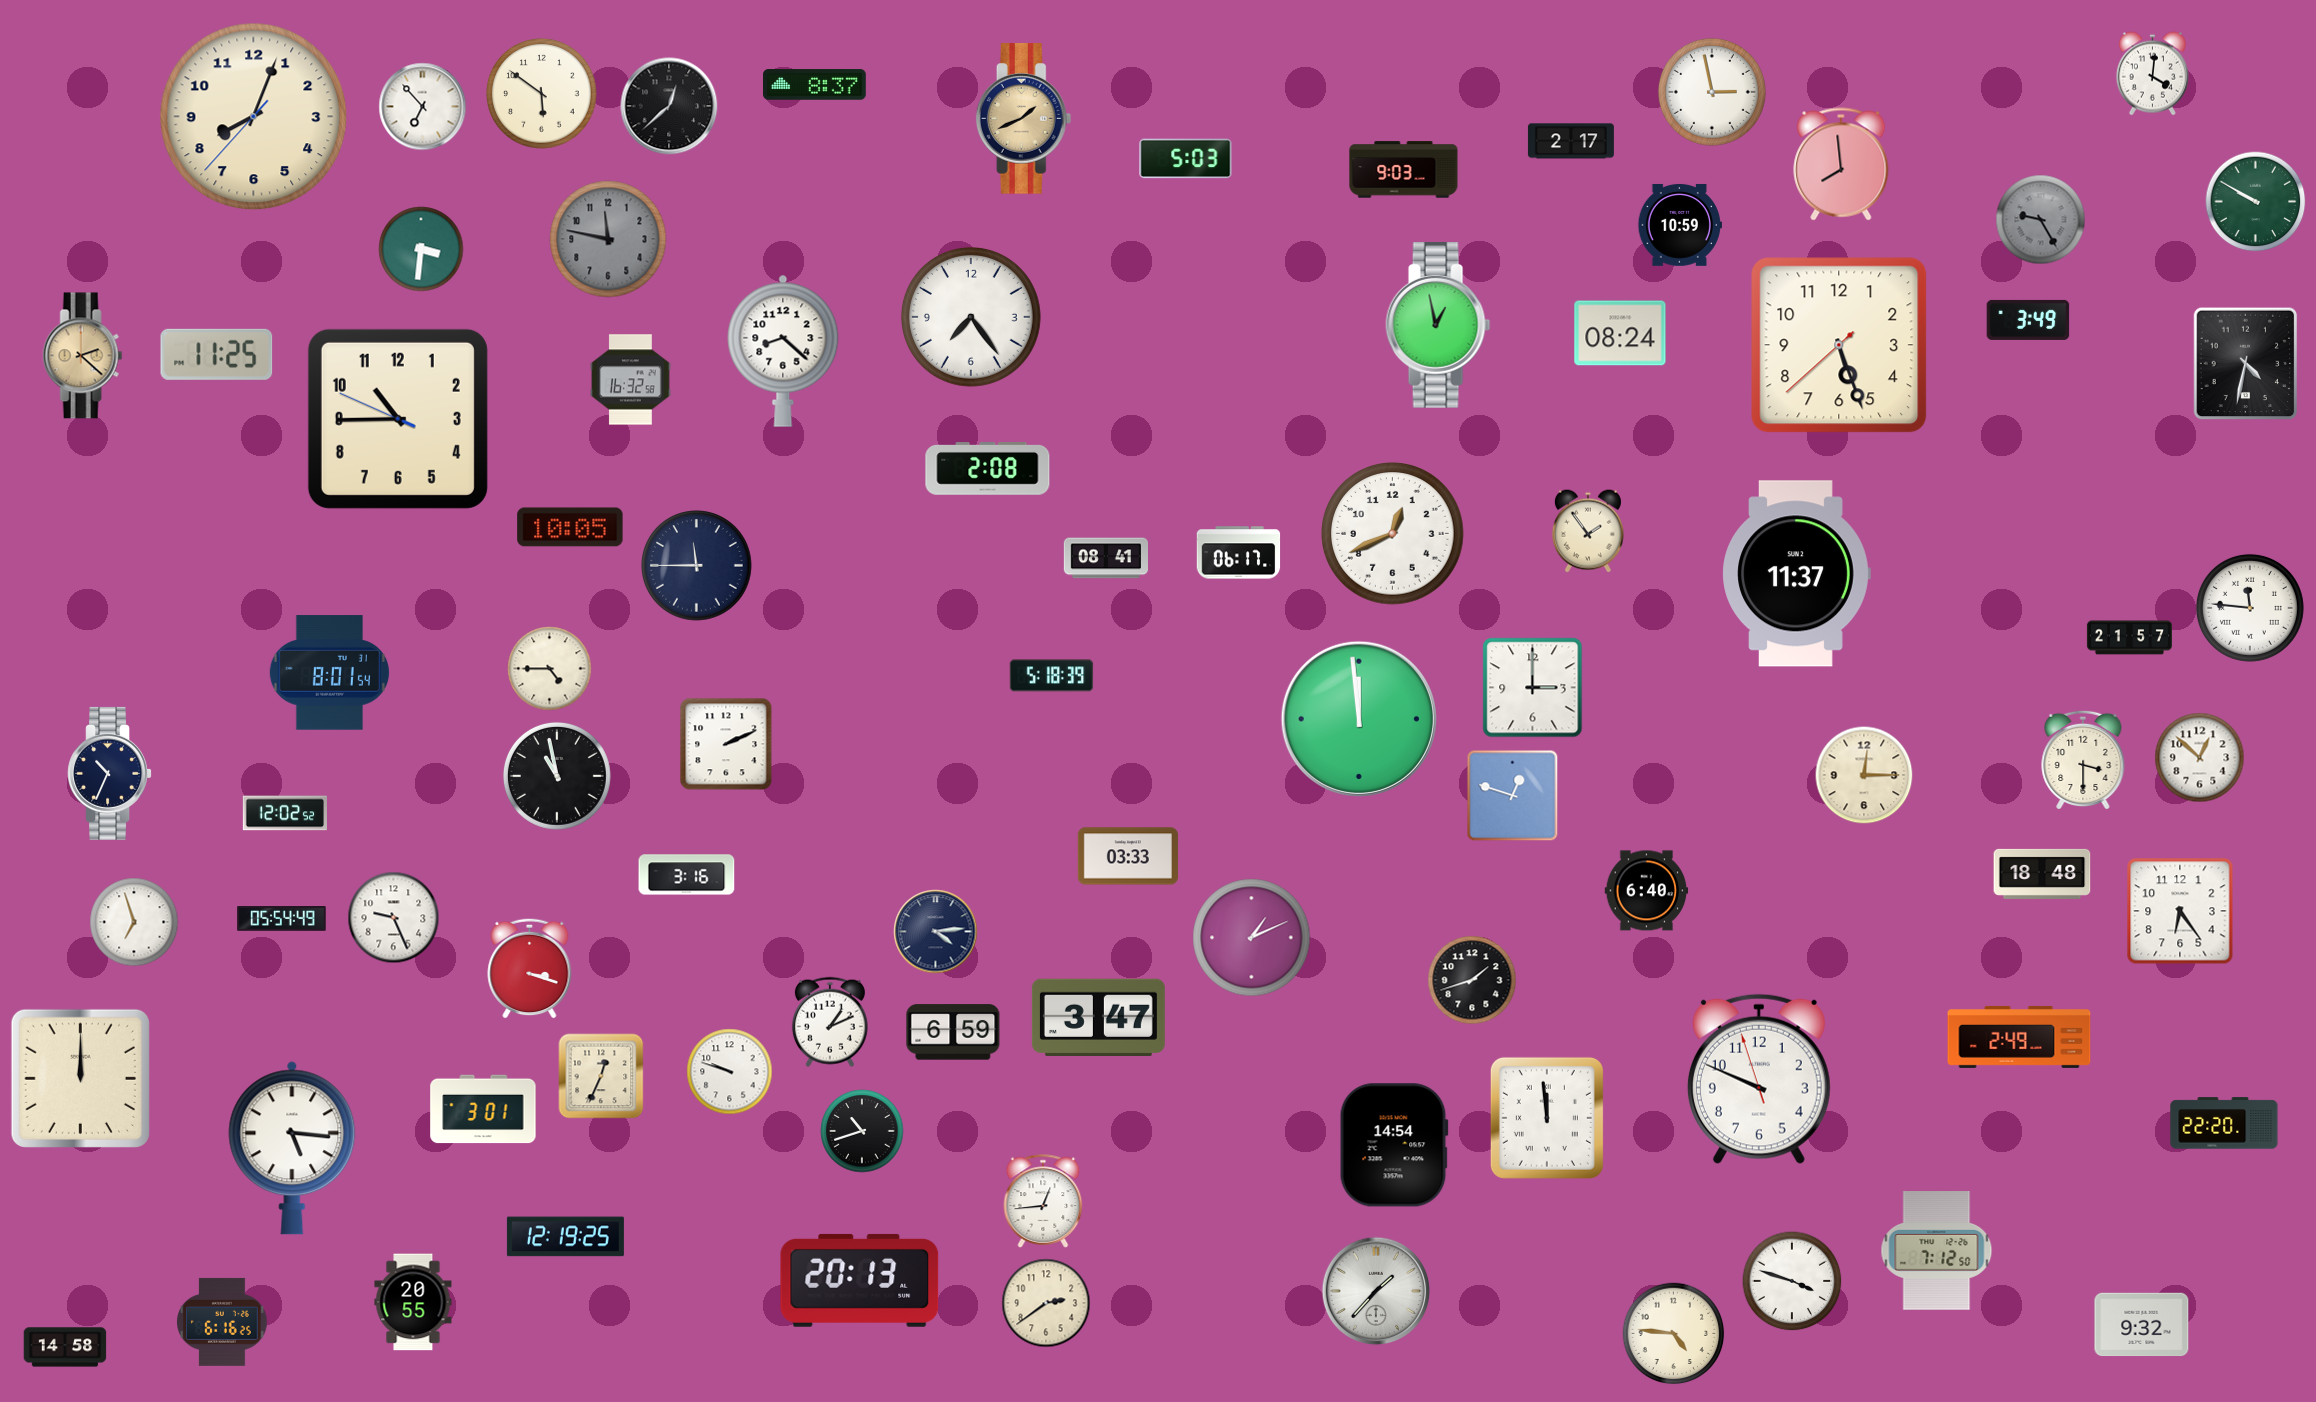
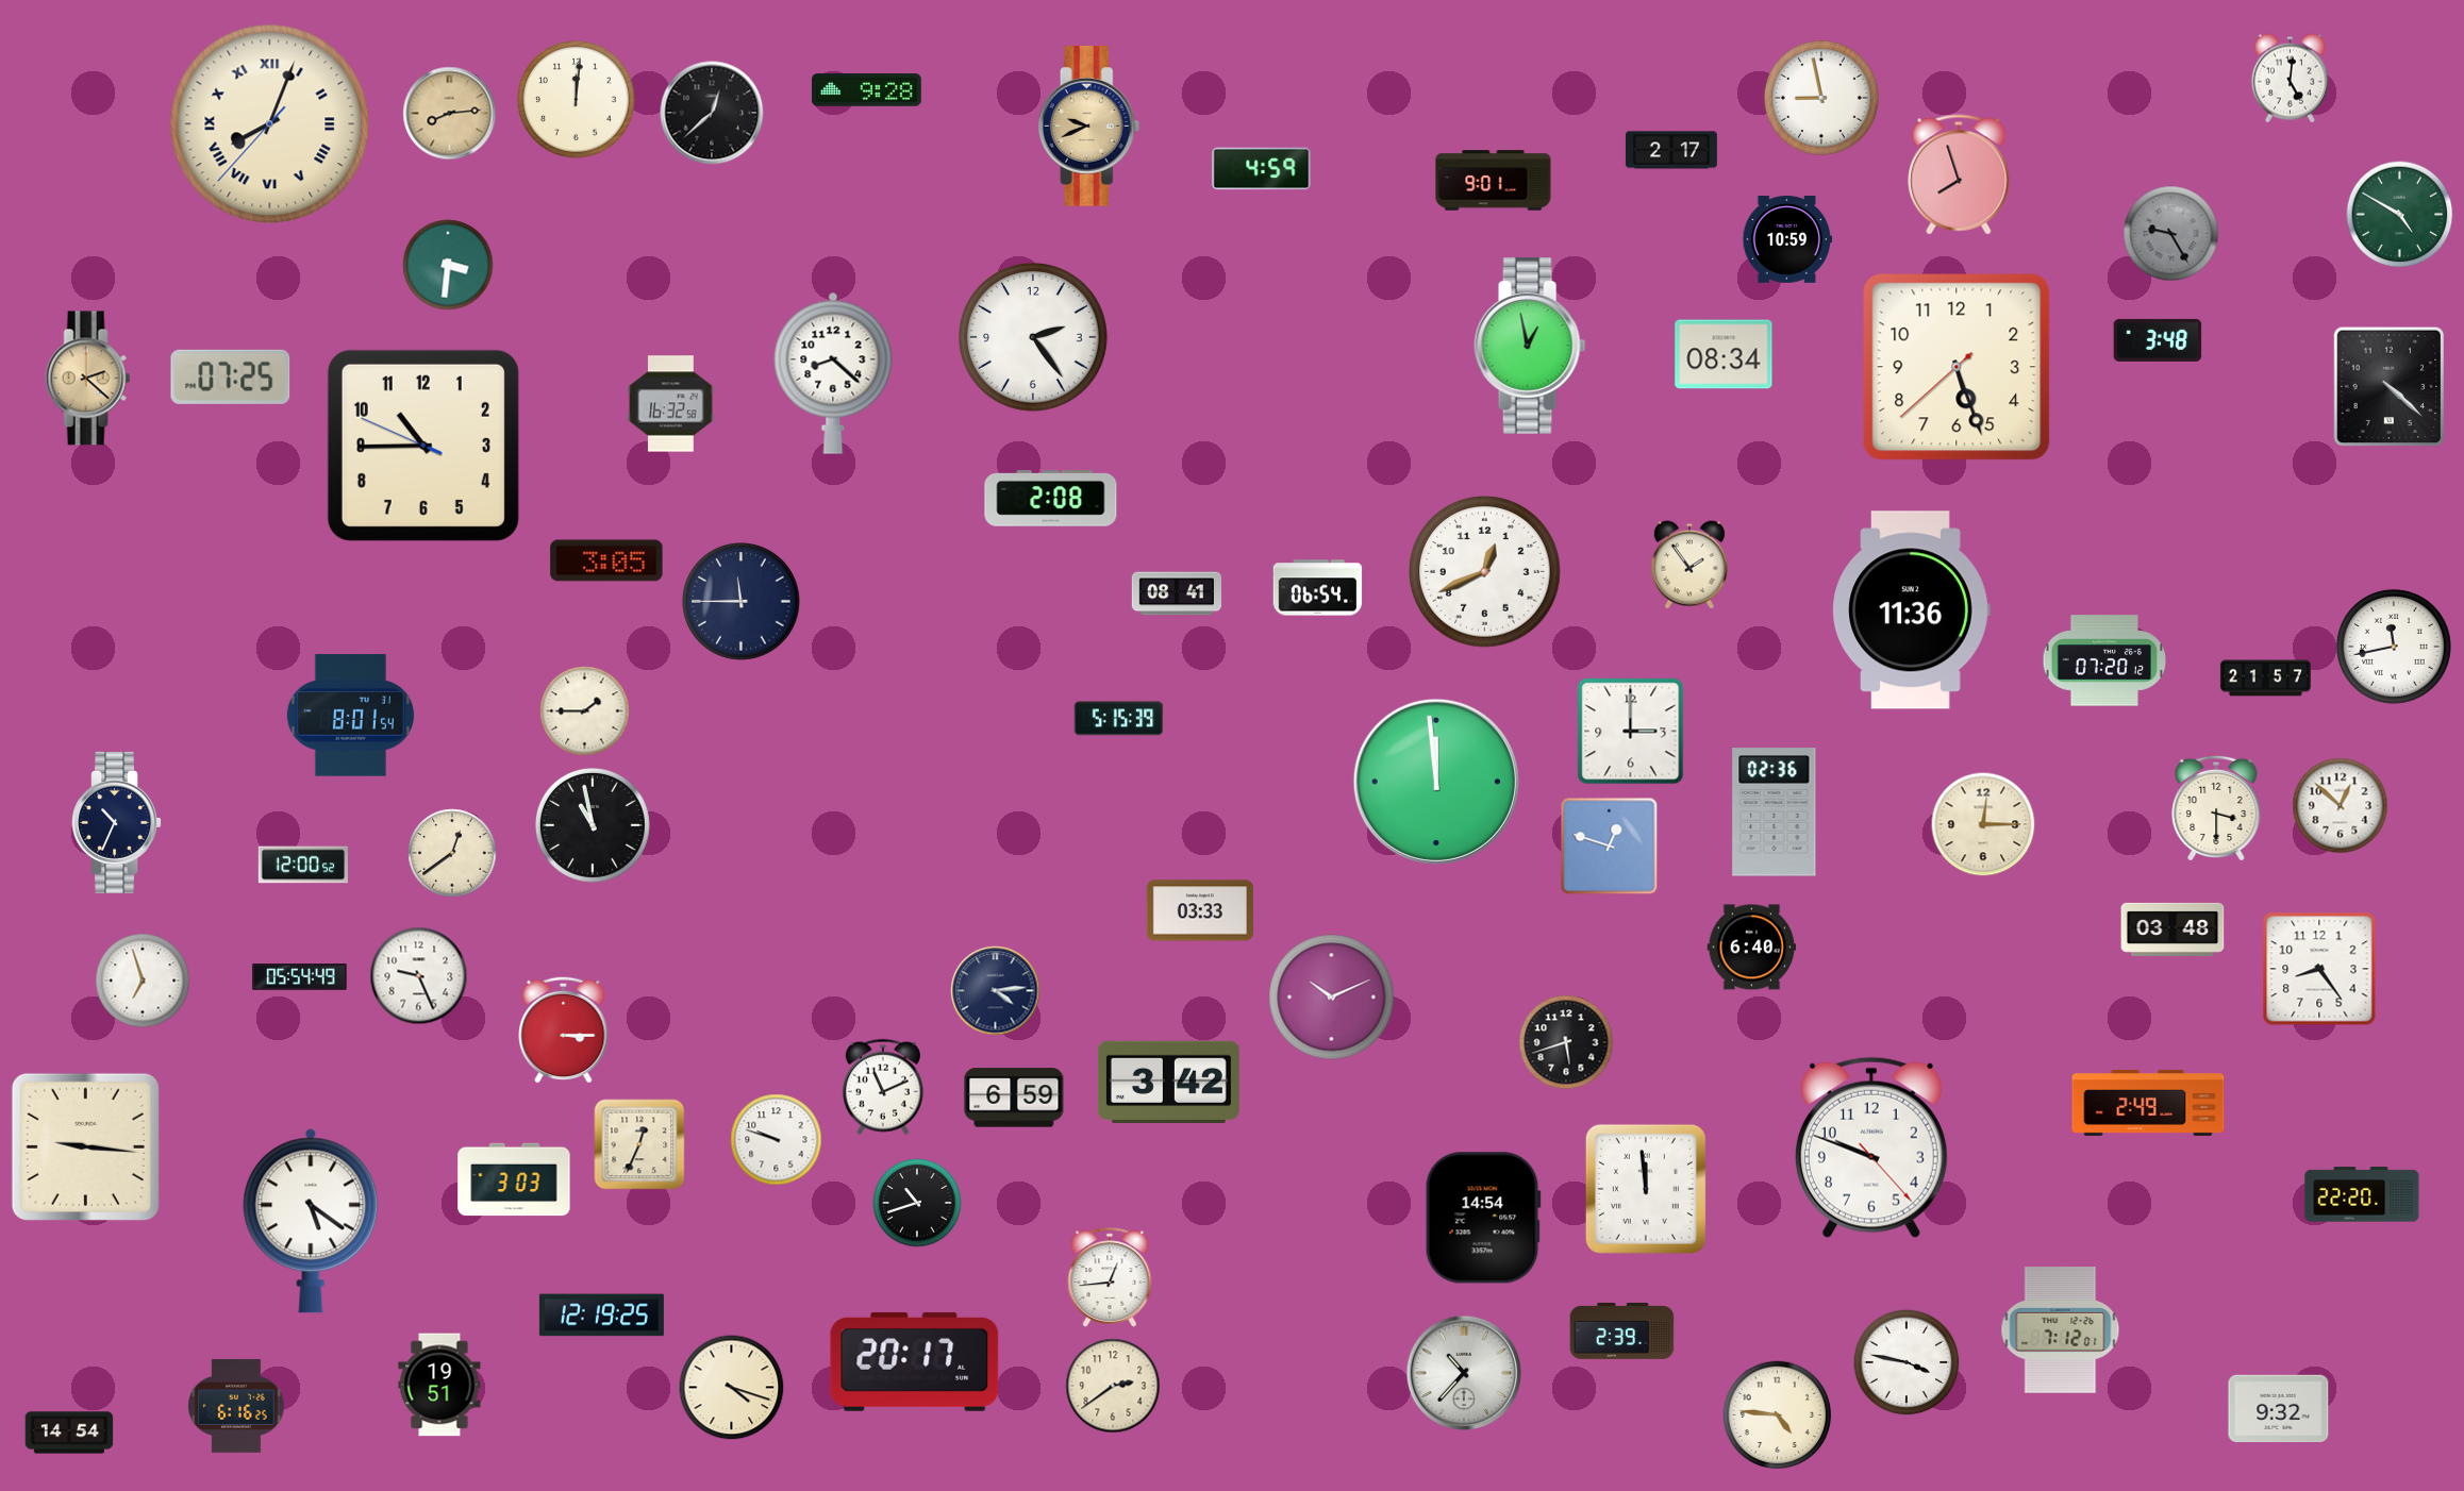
clock at (2152, 74): 4:01 -> 5:01
clock at (815, 85): 8:37 -> 9:28
clock at (1712, 92): 2:58 -> 8:58
clock at (542, 94): 5:51 -> 12:01
clock at (423, 107): 6:53 -> 8:14
clock at (423, 107) dial: white -> champagne
clock at (254, 117) numerals: Arabic -> Roman
clock at (1024, 119): 1:41 -> 9:41
clock at (1186, 159): 5:03 -> 4:59
clock at (1841, 164): 7:59 -> 7:57
clock at (1404, 170): 9:03 -> 9:01
clock at (2256, 202): 9:50 -> 4:50
clock at (608, 239): 11:47 -> none
clock at (971, 317): 7:24 -> 2:24
clock at (2028, 320): 3:49 -> 3:48
clock at (1620, 333): 08:24 -> 08:34
clock at (217, 354): 11:25 -> 07:25
clock at (2246, 364): 4:32 -> 4:22
clock at (570, 527): 10:05 -> 3:05
clock at (1393, 534) position: (1393, 534) -> (1485, 572)
clock at (1239, 553): 06:17 -> 06:54
clock at (1796, 574): 11:37 -> 11:36
clock at (2250, 608): 11:46 -> 11:43
clock at (2104, 660): none -> 07:20
clock at (550, 669): 4:45 -> 1:45
clock at (1052, 676): 5:18 -> 5:15
clock at (1359, 719) position: (1359, 719) -> (1436, 782)
clock at (726, 744): 2:11 -> none
clock at (1775, 812): none -> 02:36
clock at (452, 853): none -> 12:39
clock at (284, 813): 12:02 -> 12:00
clock at (2042, 874): 18:48 -> 03:48
clock at (687, 875): 3:16 -> none
clock at (2180, 911): 6:24 -> 8:24
clock at (1252, 938): 1:11 -> 10:11
clock at (530, 968): 3:18 -> 3:15
clock at (1472, 980): 1:42 -> 5:42
clock at (1098, 1018): 3:47 -> 3:42
clock at (830, 1022): 1:11 -> 11:11
clock at (80, 1078): 12:00 -> 9:16
clock at (1759, 1079): 9:48:57 -> 9:48:23
clock at (483, 1109): 3:01 -> 3:03
clock at (2224, 1123) position: (2224, 1123) -> (2362, 1194)
clock at (292, 1148): 5:16 -> 5:21
clock at (1622, 1330): none -> 2:39
clock at (1937, 1251): 7:12:50 -> 7:12:01
clock at (860, 1280): 20:13 -> 20:17
clock at (1792, 1281): 3:48 -> 3:47
clock at (1376, 1291): 1:37 -> 10:37
clock at (413, 1302): 20:55 -> 19:51
clock at (732, 1388): none -> 4:18
clock at (1674, 1334) position: (1674, 1334) -> (1778, 1415)
clock at (65, 1347): 14:58 -> 14:54
